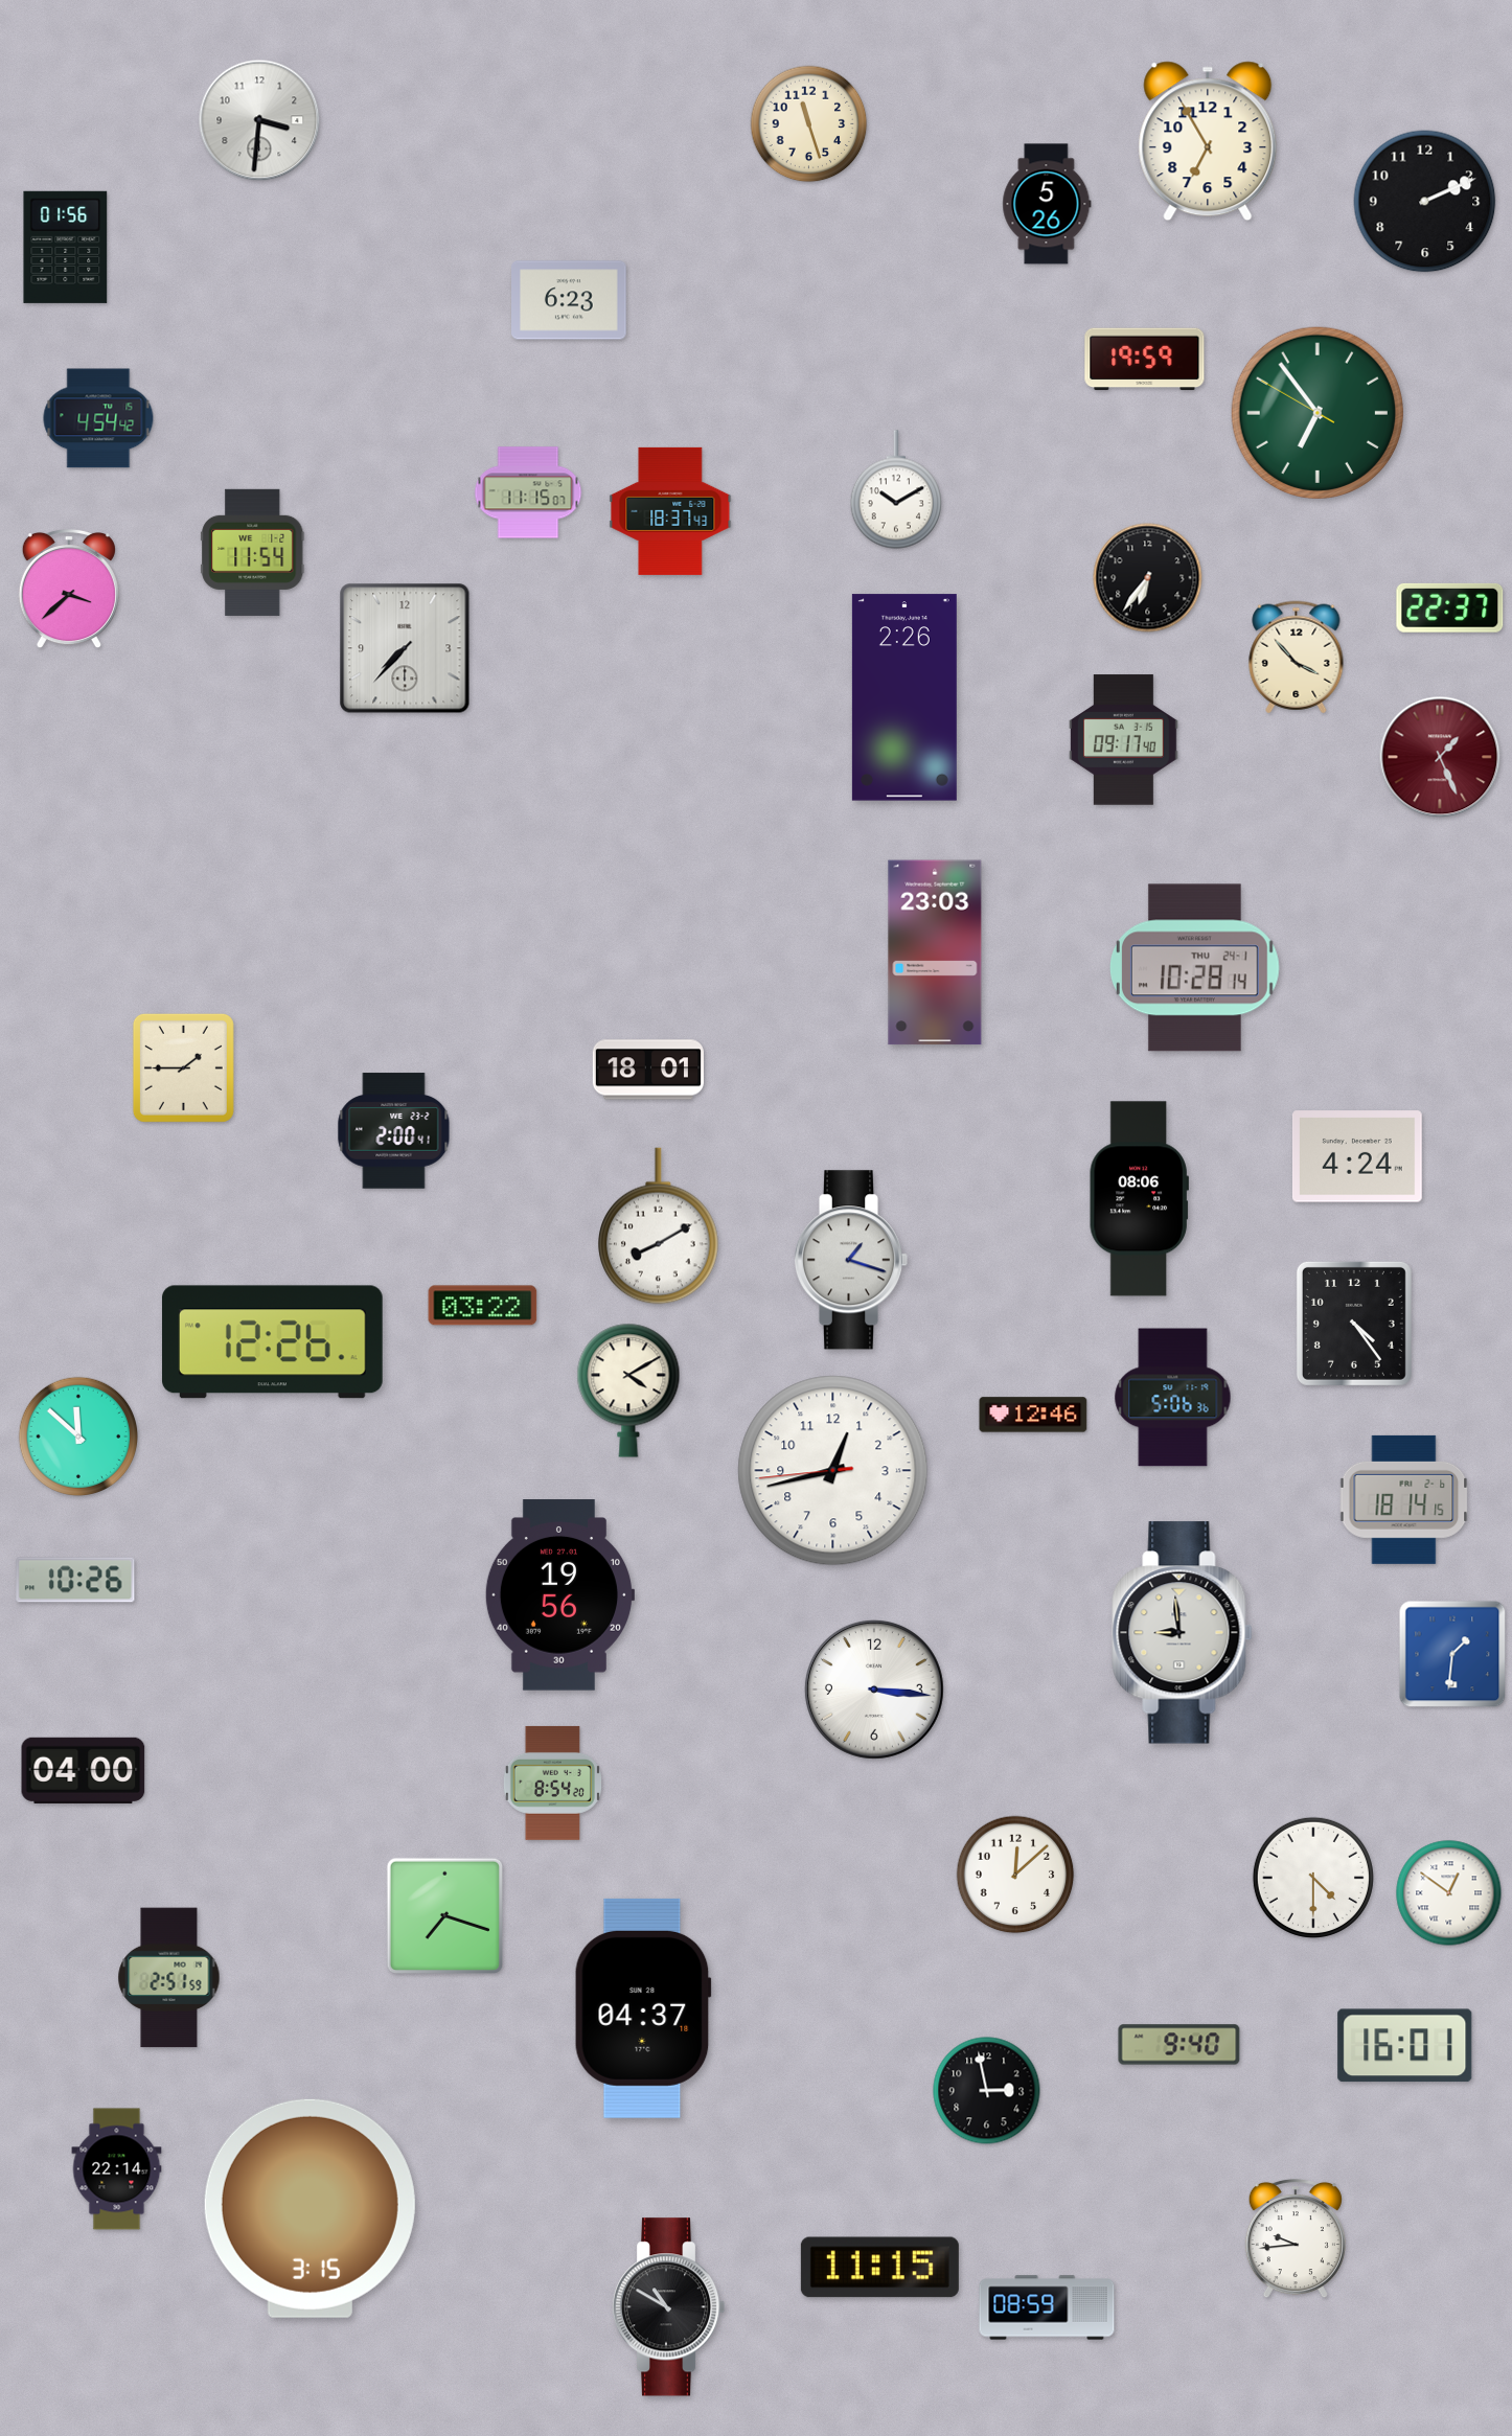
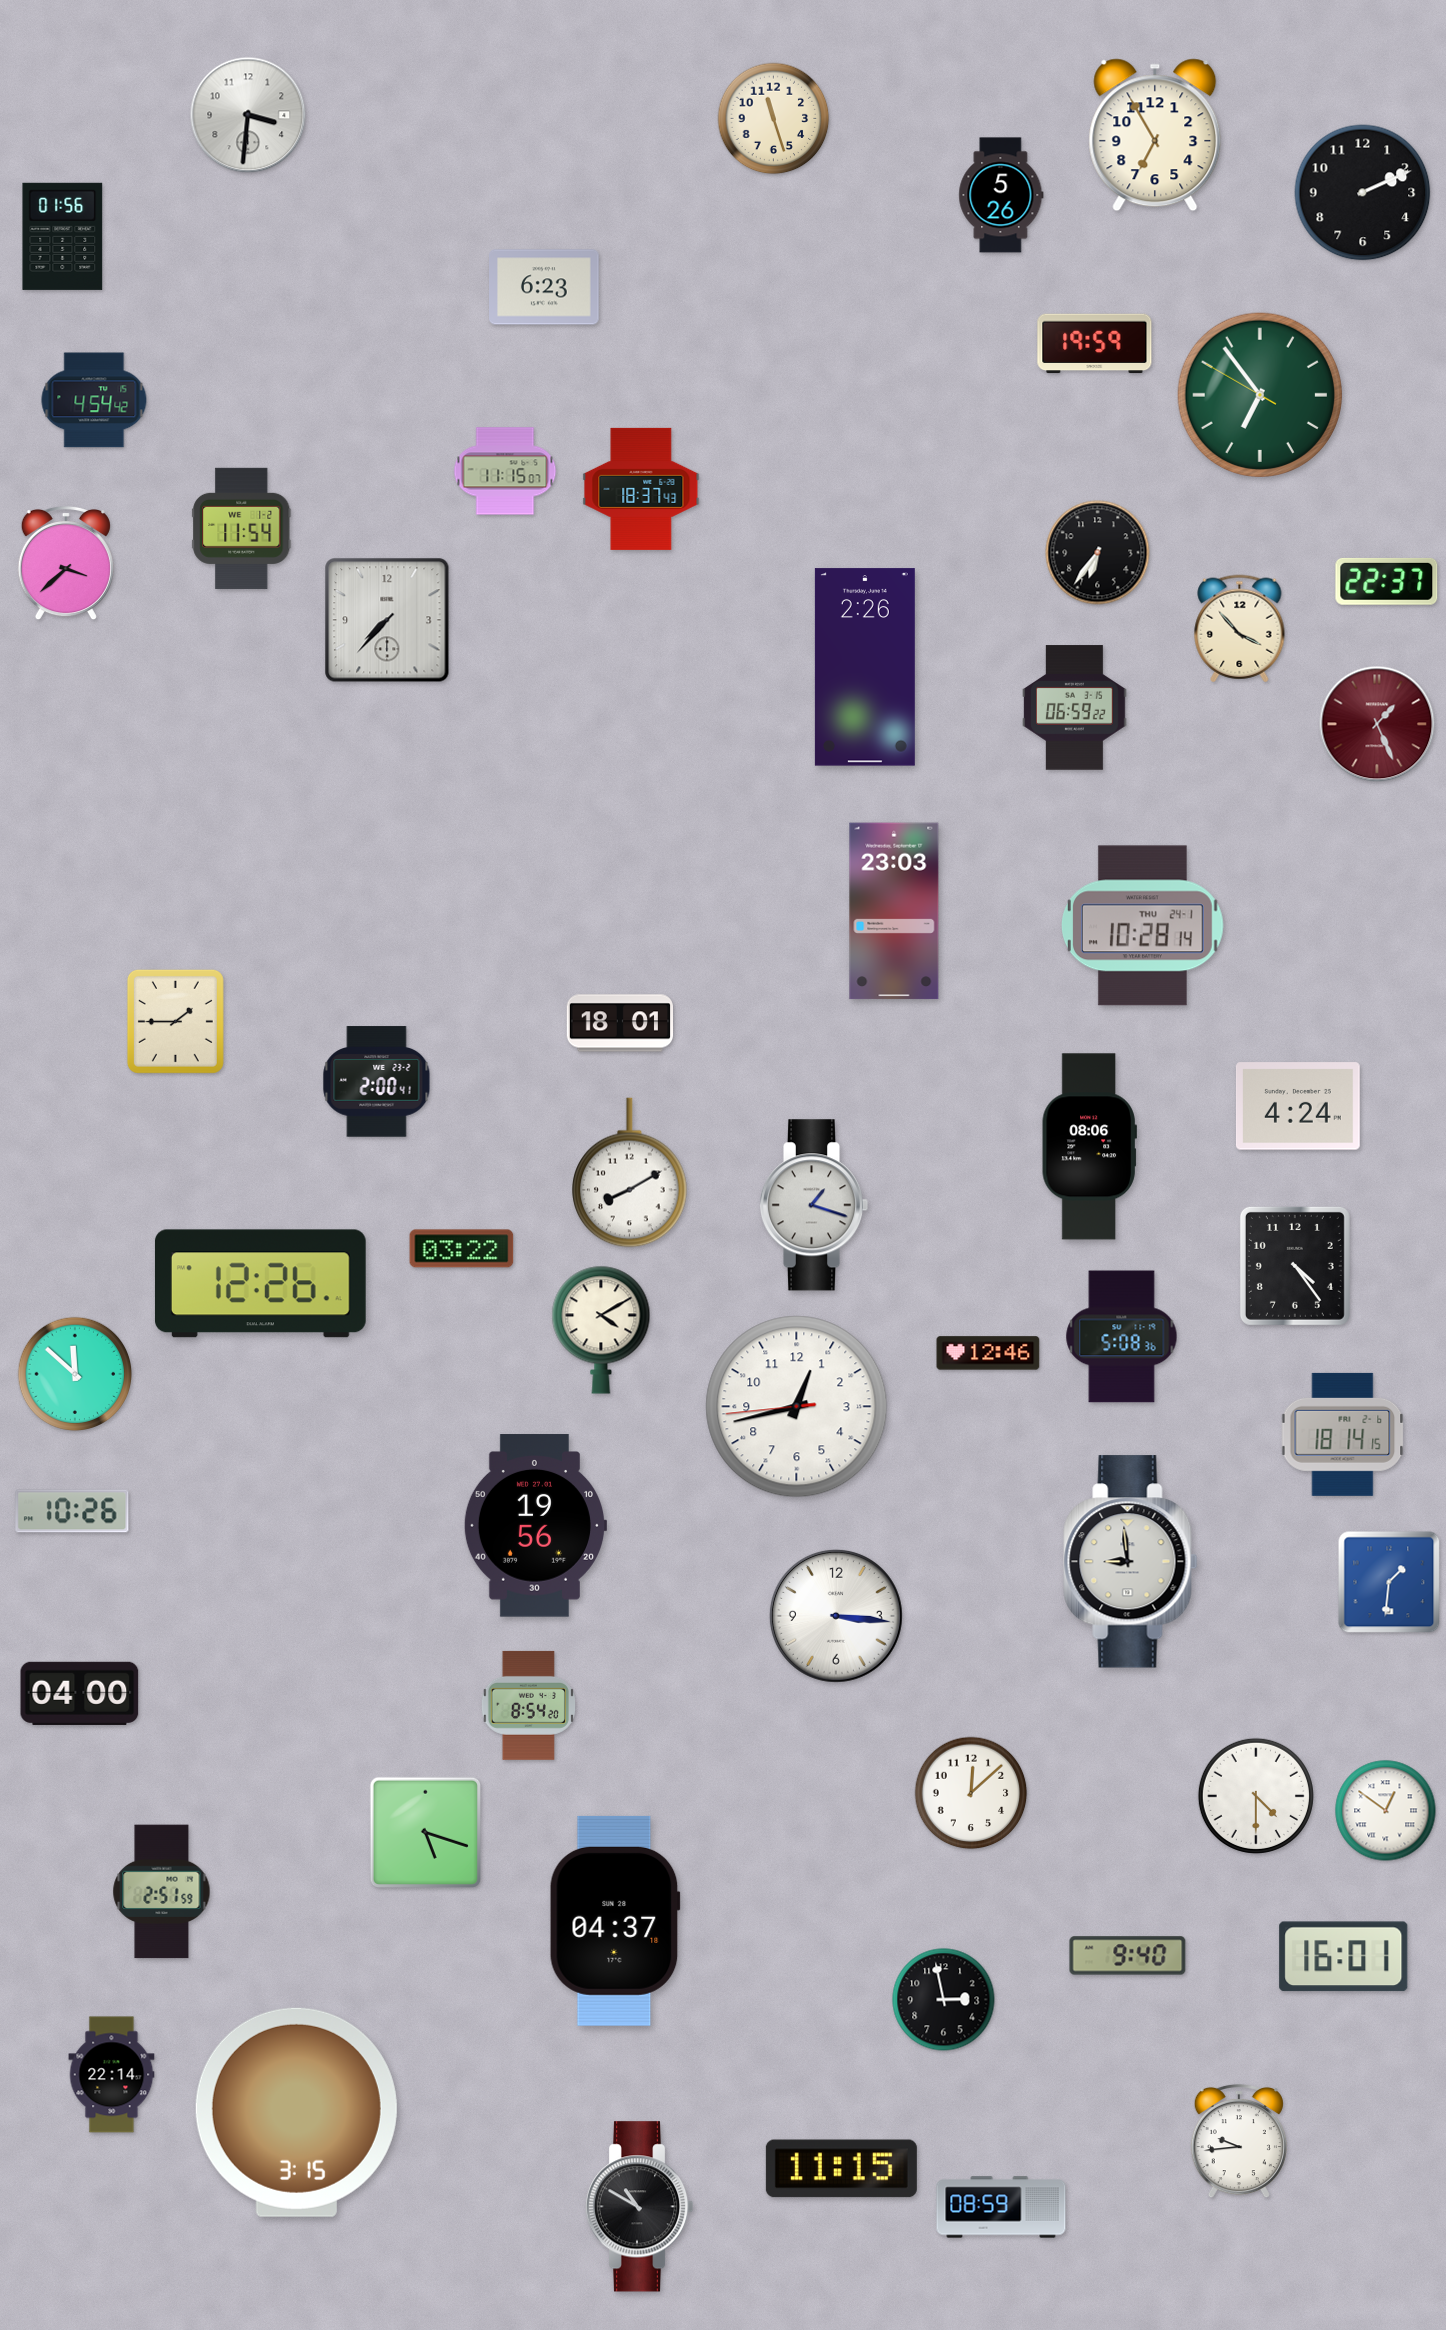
clock at (895, 489): 10:10 -> none
clock at (1124, 740): 09:17 -> 06:59
clock at (1173, 1398): 5:06 -> 5:08
clock at (444, 1915): 7:18 -> 5:18
